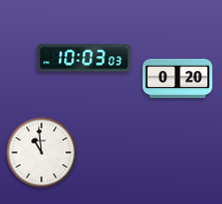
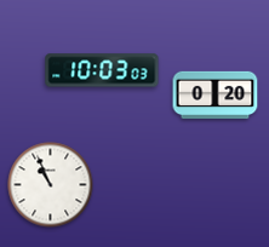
clock at (42, 153): 10:59 -> 10:56
